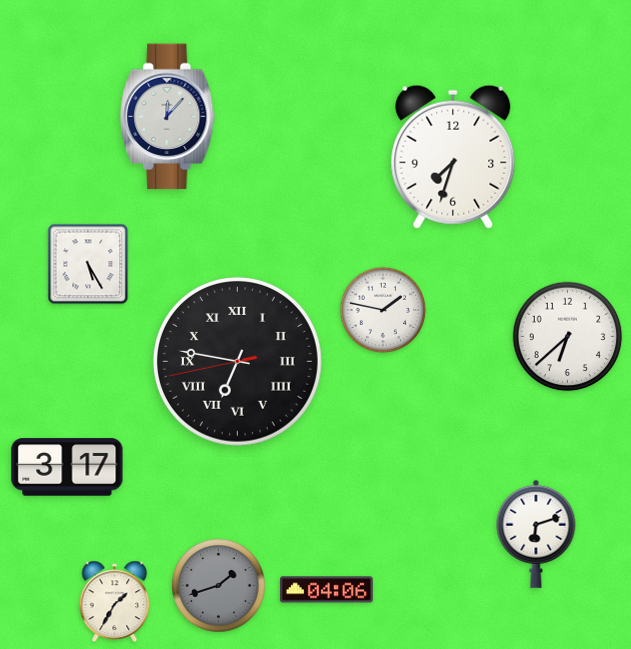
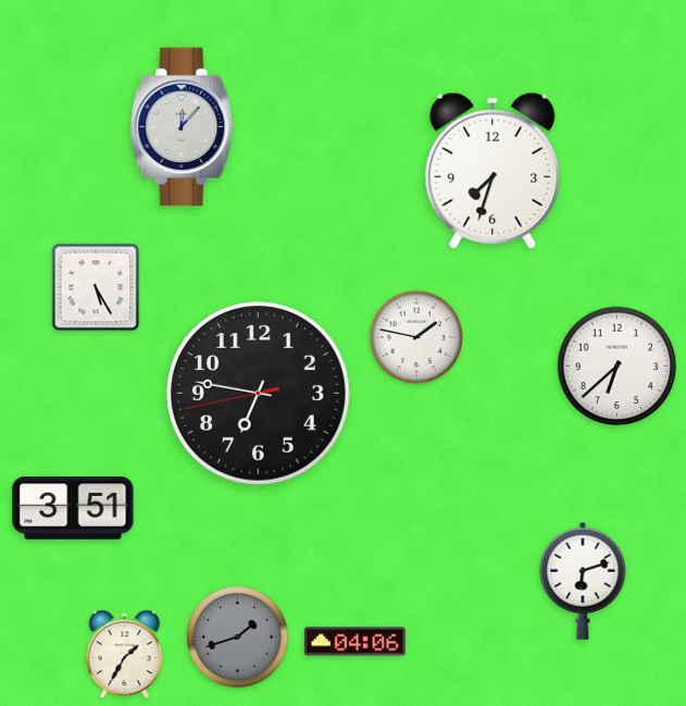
clock at (237, 361) numerals: Roman -> Arabic
clock at (67, 467): 3:17 -> 3:51
